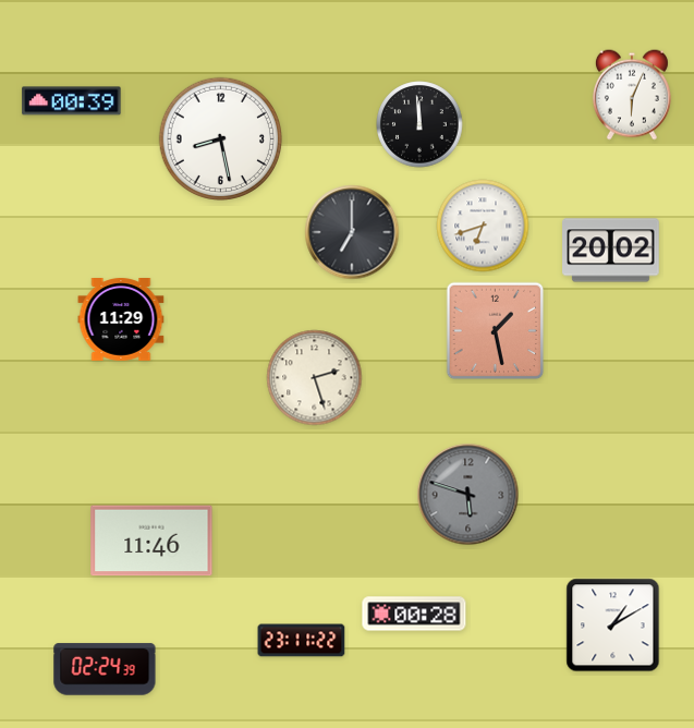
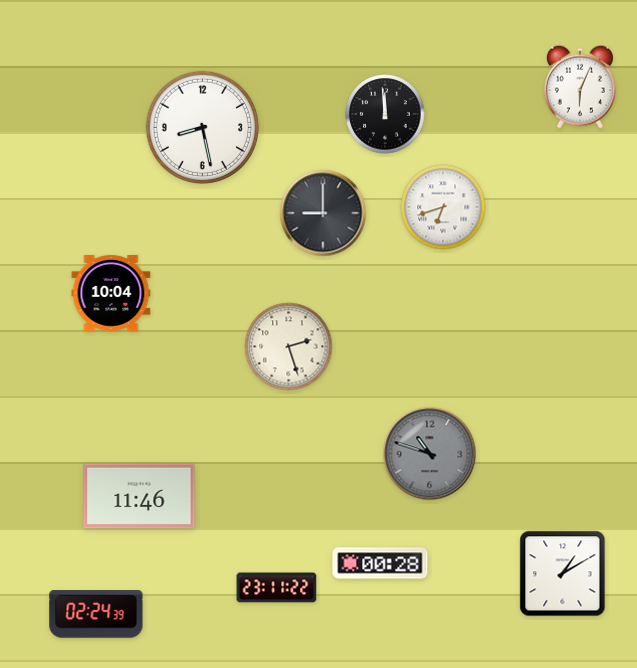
clock at (72, 101): 00:39 -> none
clock at (352, 232): 7:00 -> 9:00
clock at (611, 251): 20:02 -> none
clock at (121, 320): 11:29 -> 10:04
clock at (496, 331): 1:28 -> none
clock at (468, 495): 5:48 -> 10:48
